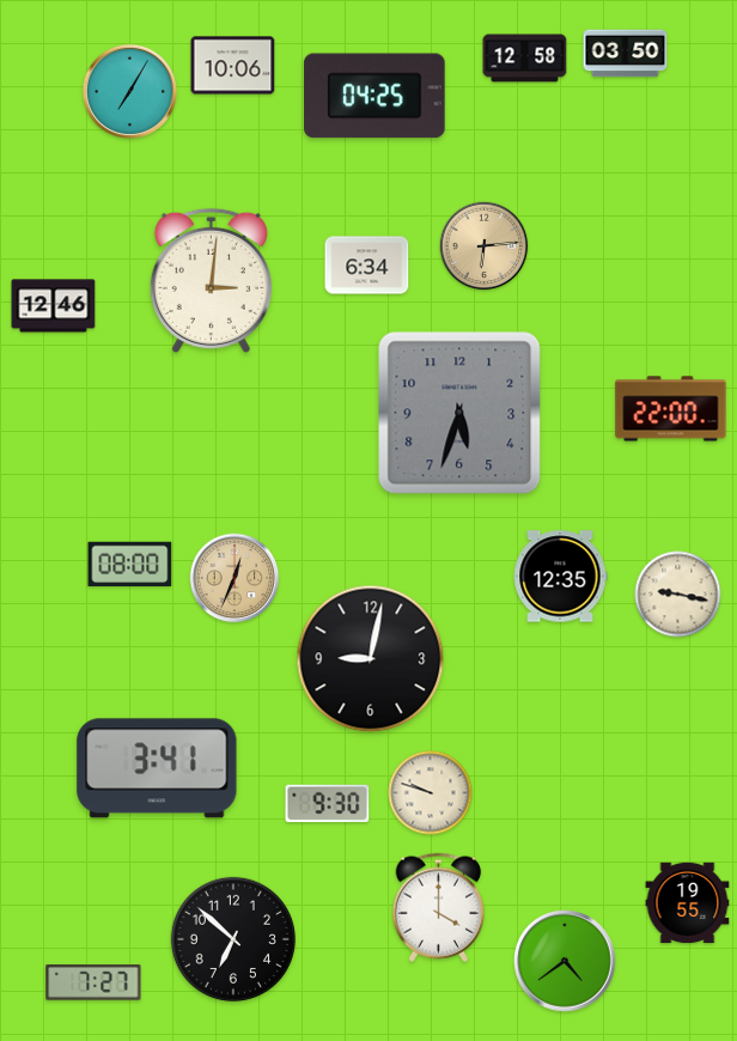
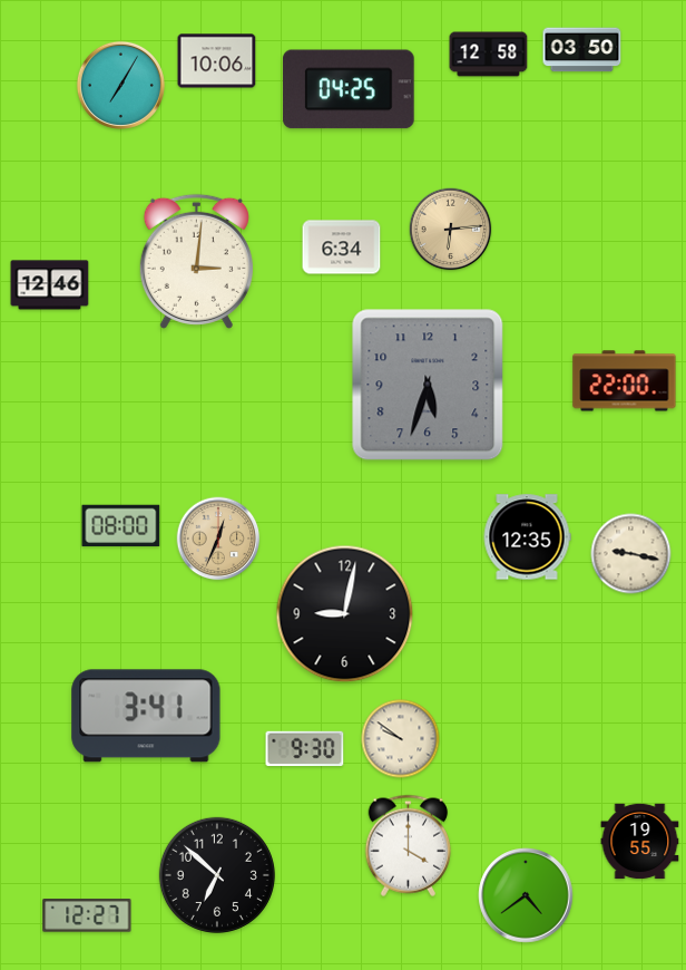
clock at (560, 577) position: (560, 577) -> (527, 537)
clock at (431, 793): 9:48 -> 9:51
clock at (93, 982): 7:27 -> 12:27
